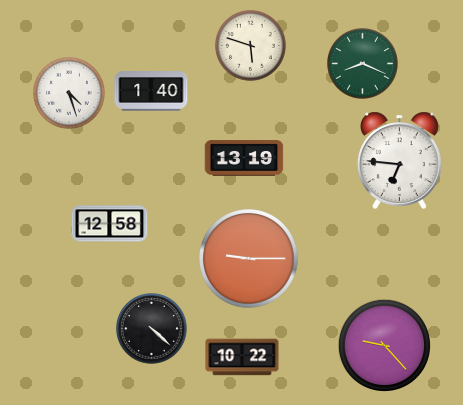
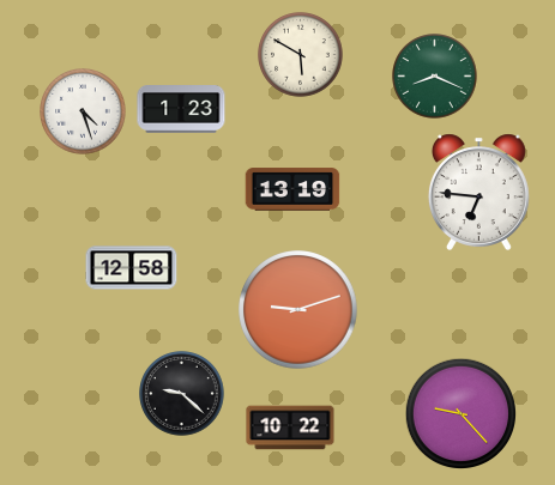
clock at (251, 46): 5:48 -> 5:50
clock at (151, 92): 1:40 -> 1:23
clock at (249, 259): 9:15 -> 9:12
clock at (152, 329): 4:22 -> 9:22
